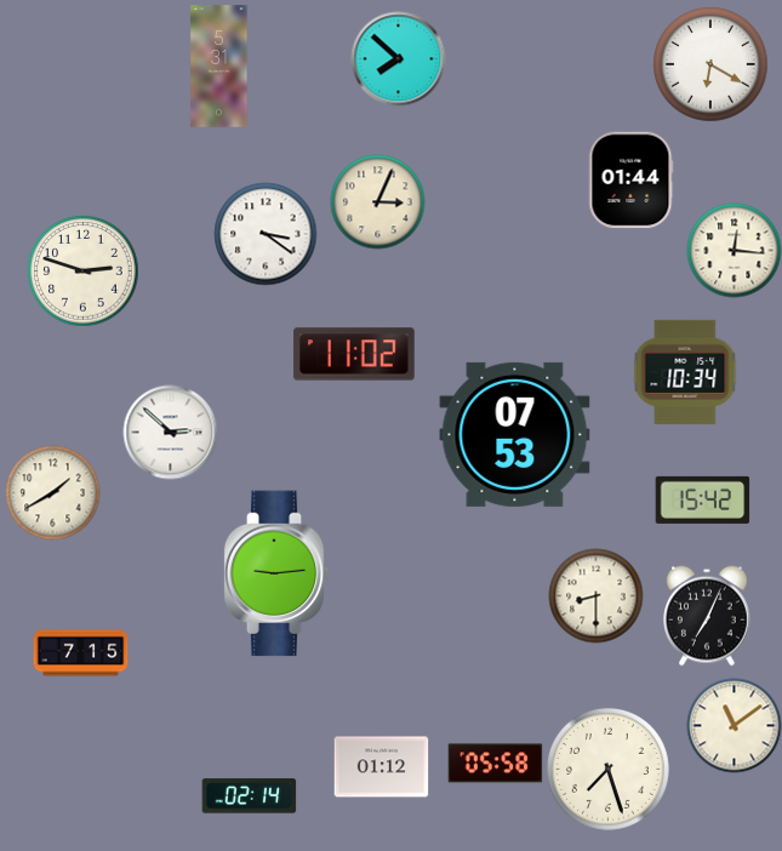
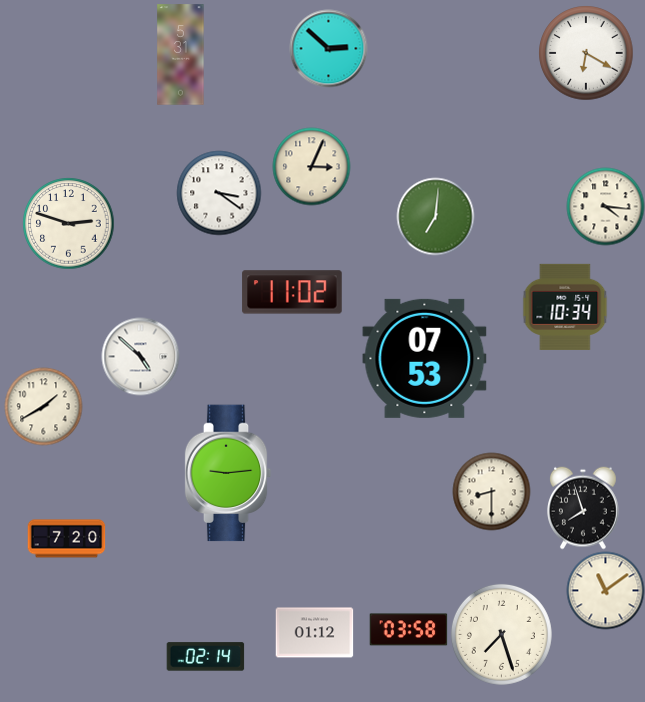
clock at (398, 58): 7:52 -> 2:52
clock at (632, 179): 01:44 -> none
clock at (734, 250): 12:16 -> 4:16
clock at (435, 216): none -> 7:01
clock at (170, 432): 2:52 -> 4:52
clock at (702, 499): 15:42 -> none
clock at (708, 616): 7:04 -> 7:57
clock at (80, 653): 7:15 -> 7:20
clock at (734, 725) position: (734, 725) -> (605, 590)
clock at (495, 764): 05:58 -> 03:58
